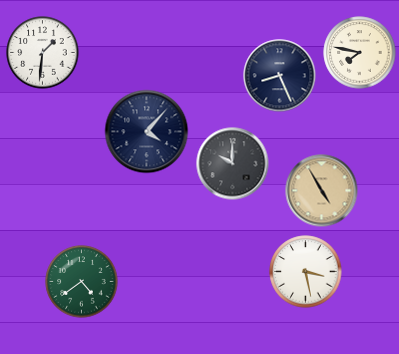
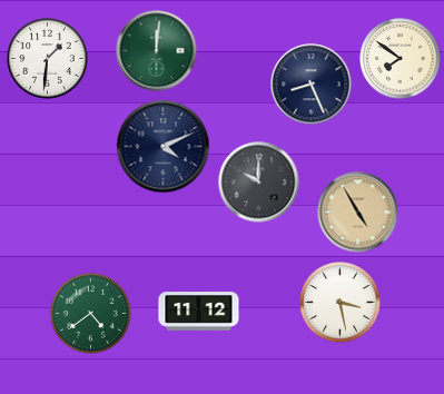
clock at (157, 51): none -> 12:01
clock at (360, 53): 7:47 -> 7:51
clock at (147, 132): 4:07 -> 4:11
clock at (199, 312): none -> 11:12
